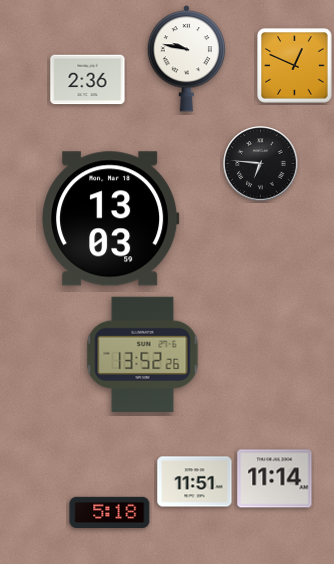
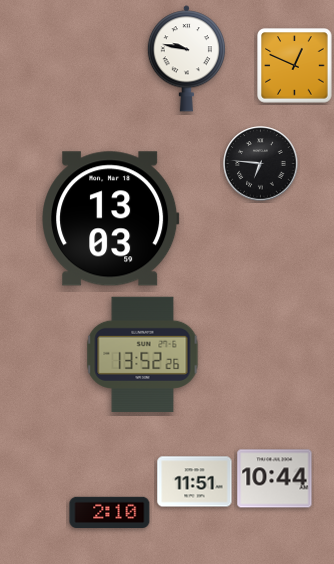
clock at (88, 80): 2:36 -> none
clock at (275, 479): 11:14 -> 10:44
clock at (110, 512): 5:18 -> 2:10
